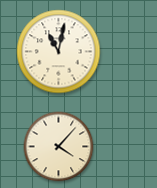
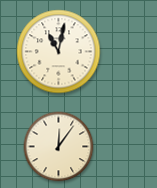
clock at (59, 147): 4:07 -> 12:06
